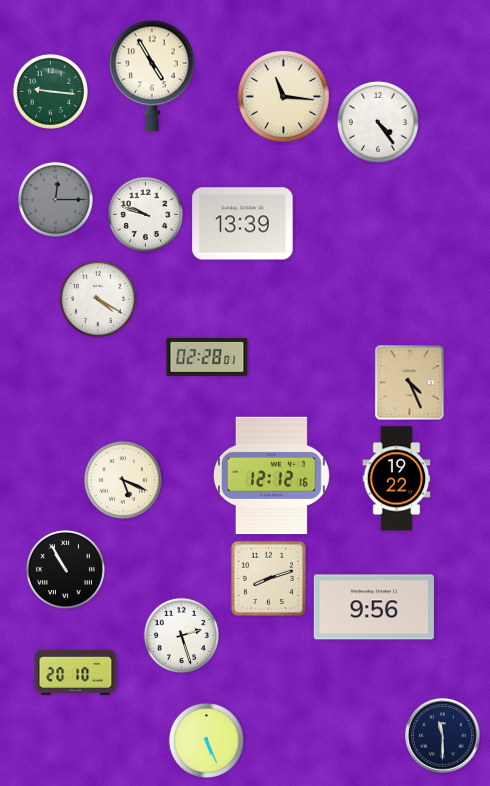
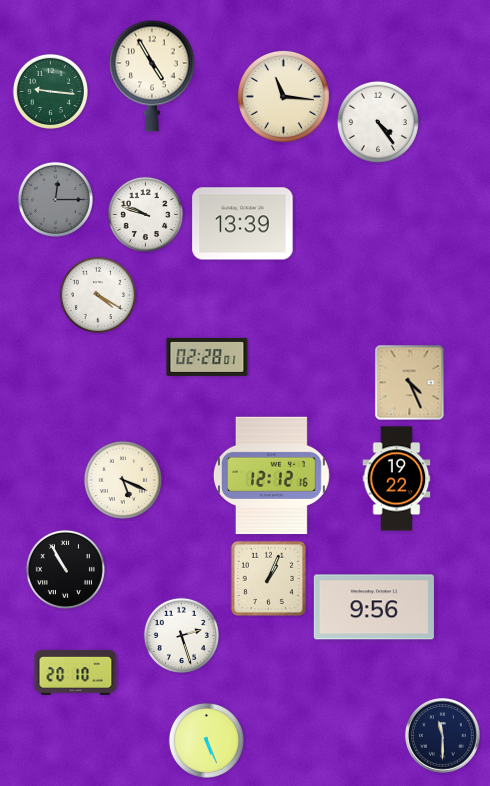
clock at (98, 299) position: (98, 299) -> (98, 295)
clock at (268, 578): 8:12 -> 1:04
